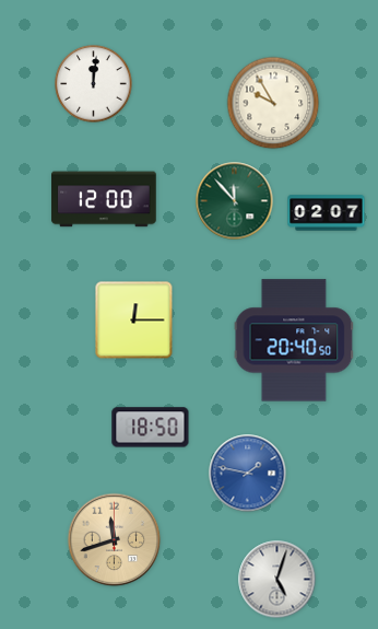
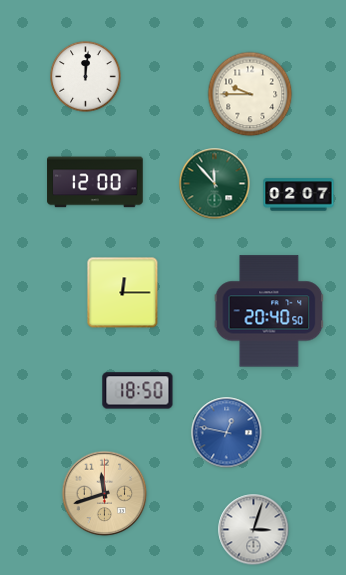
clock at (273, 103): 9:55 -> 9:45
clock at (248, 474): 1:47 -> 12:47
clock at (277, 580): 5:03 -> 3:03
